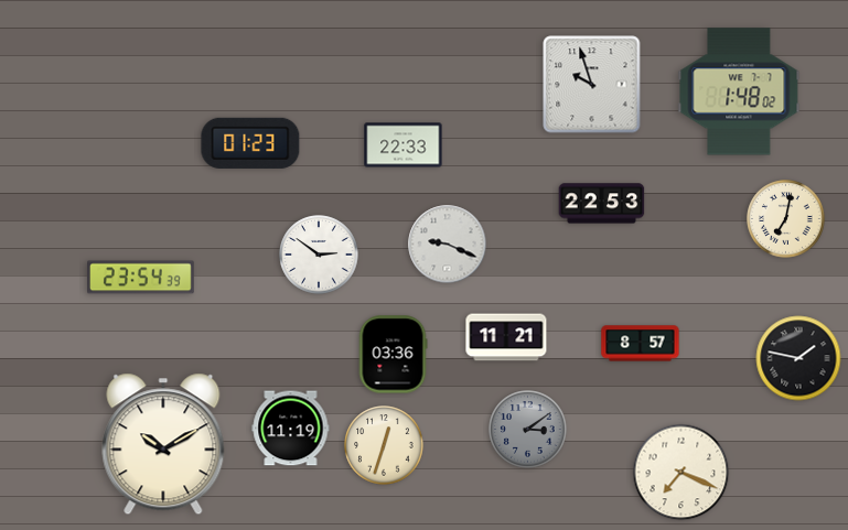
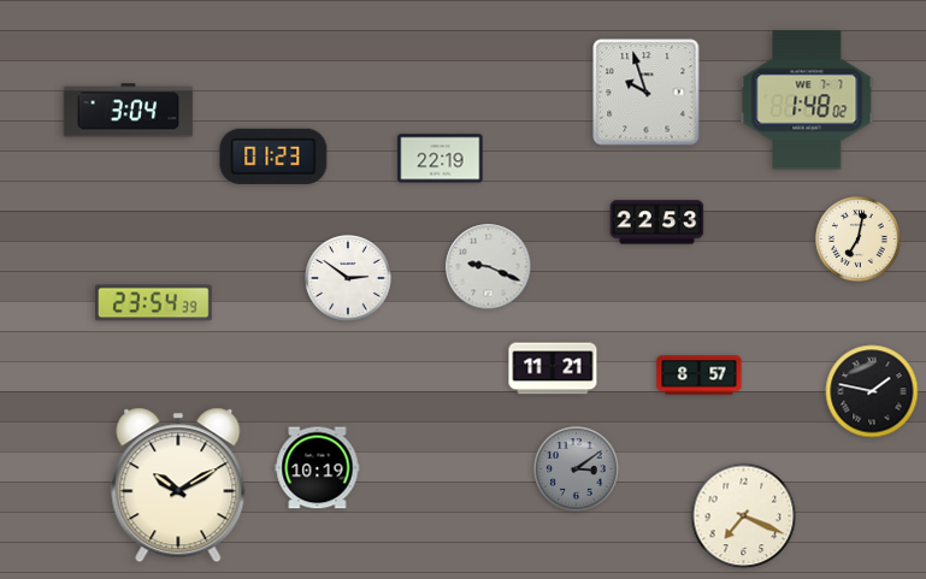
clock at (129, 111): none -> 3:04
clock at (404, 145): 22:33 -> 22:19
clock at (393, 355): 03:36 -> none
clock at (291, 429): 11:19 -> 10:19
clock at (384, 445): 12:33 -> none
